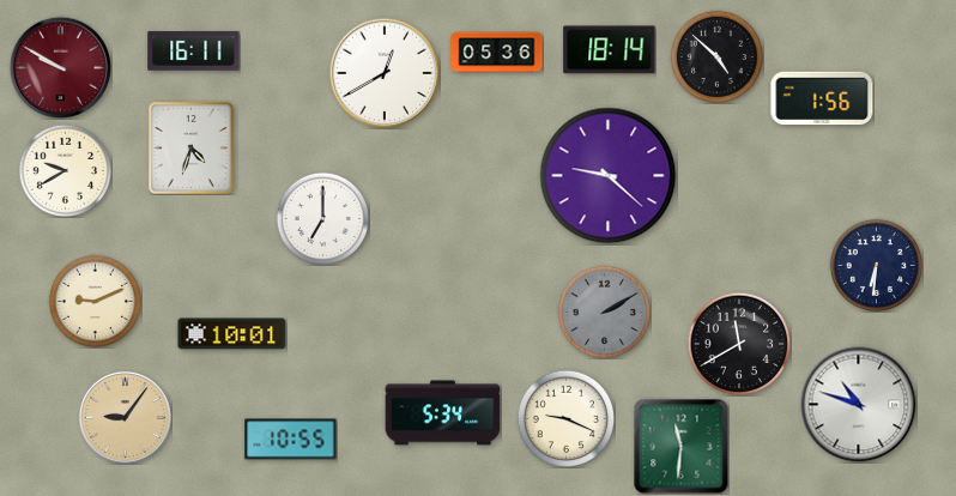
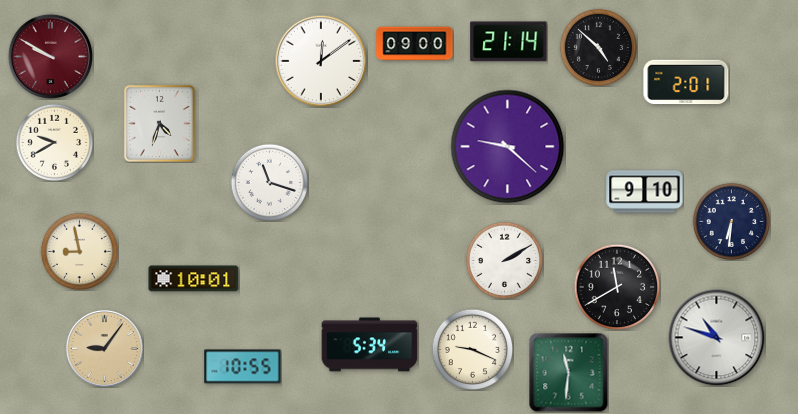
clock at (610, 50): 18:14 -> 21:14
clock at (194, 52): 16:11 -> none
clock at (497, 53): 05:36 -> 09:00
clock at (385, 73): 12:40 -> 12:09
clock at (822, 98): 1:56 -> 2:01
clock at (322, 218): 7:00 -> 11:18
clock at (645, 192): none -> 9:10
clock at (95, 301): 9:11 -> 8:58
clock at (604, 311) dial: grey -> white
